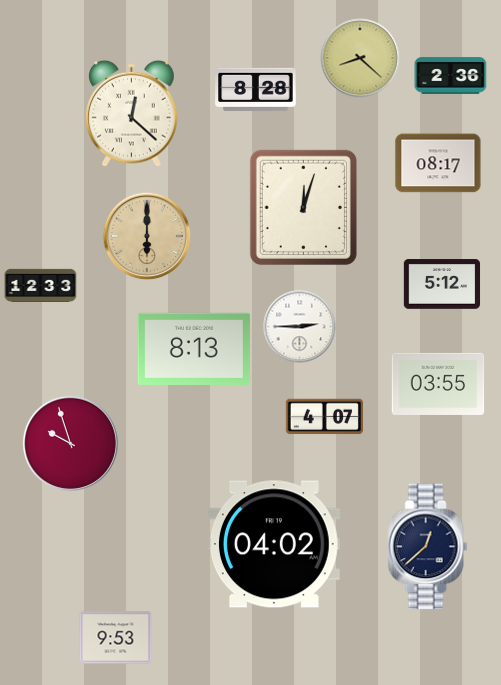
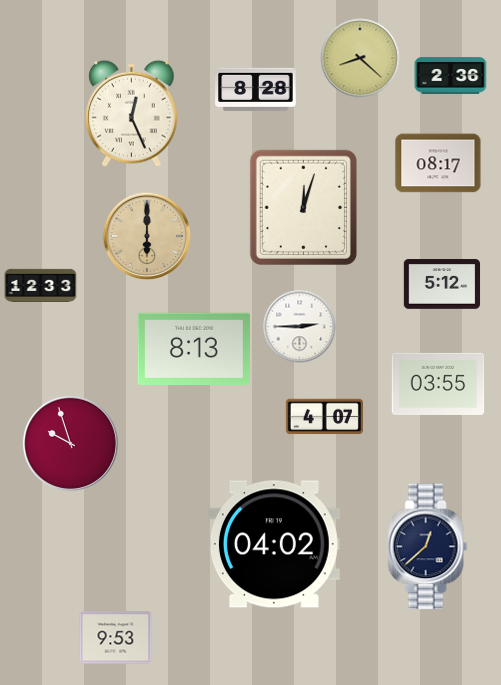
clock at (132, 113): 12:22 -> 12:26
